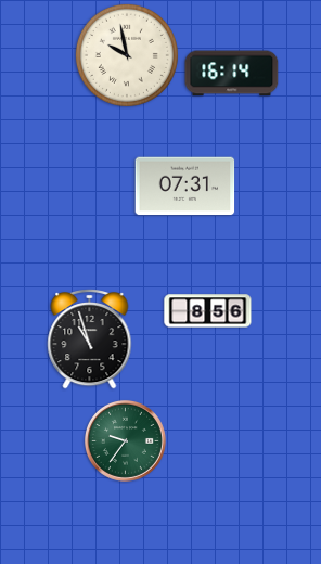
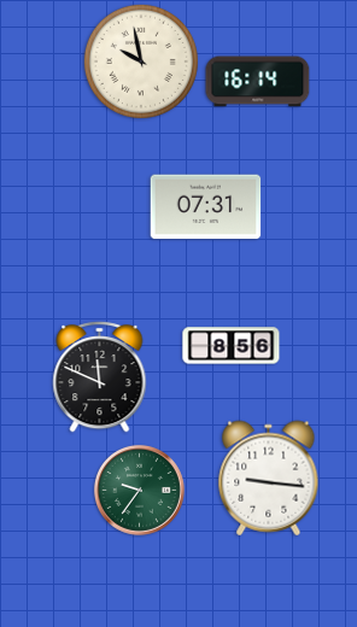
clock at (90, 338): 10:57 -> 11:49
clock at (269, 479): none -> 9:16
